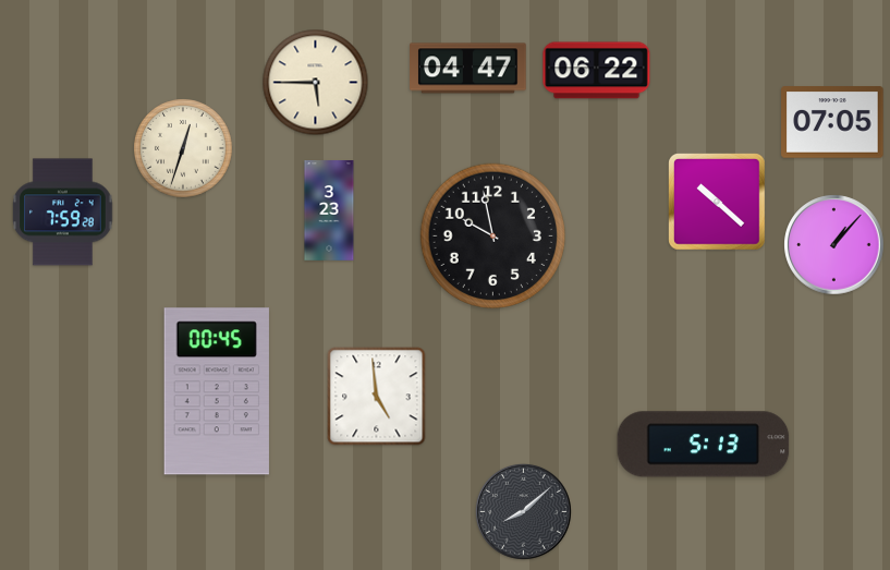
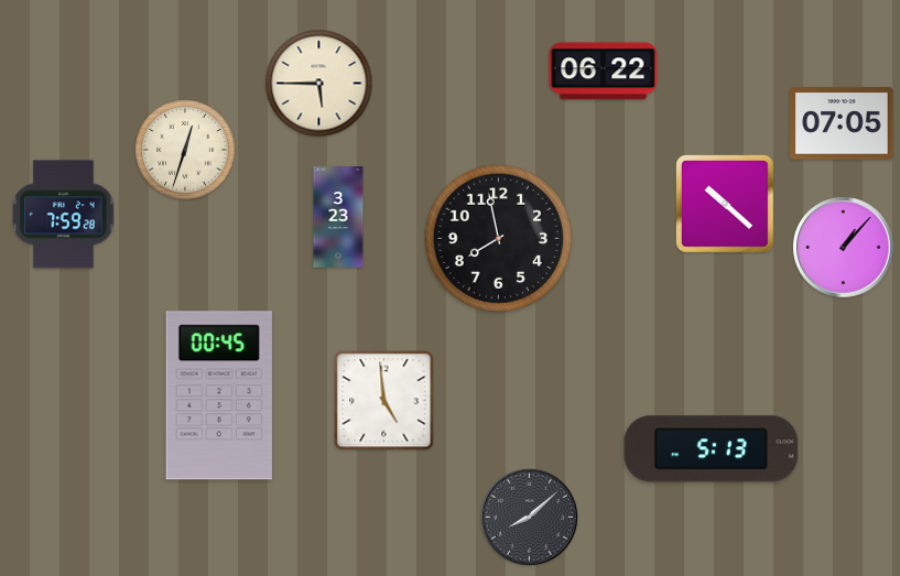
clock at (468, 69): 04:47 -> none
clock at (329, 211) position: (329, 211) -> (338, 218)
clock at (492, 235): 9:58 -> 7:58
clock at (377, 397) position: (377, 397) -> (384, 401)
